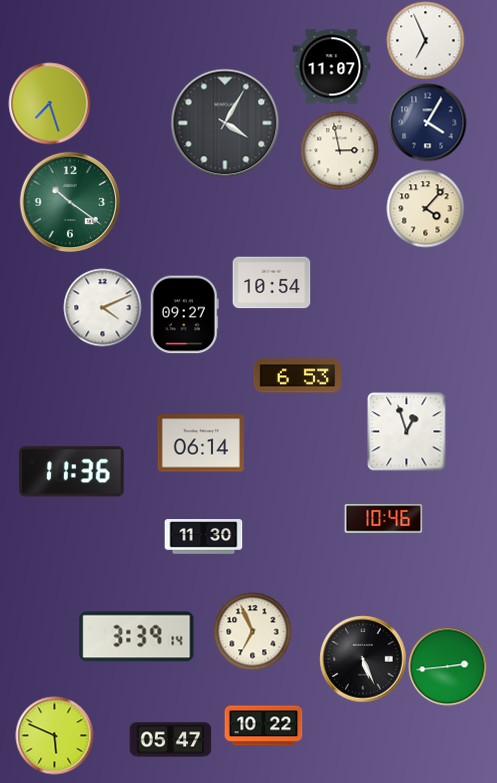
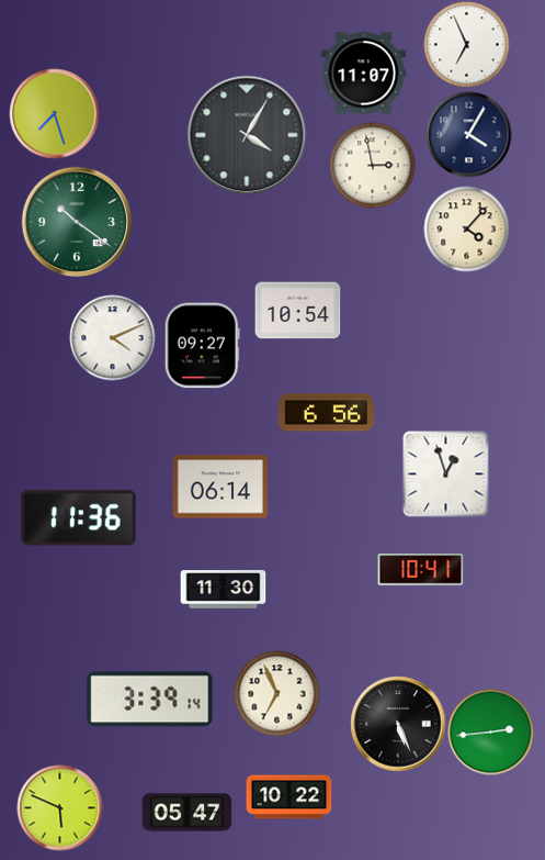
clock at (297, 376): 6:53 -> 6:56
clock at (383, 519): 10:46 -> 10:41
